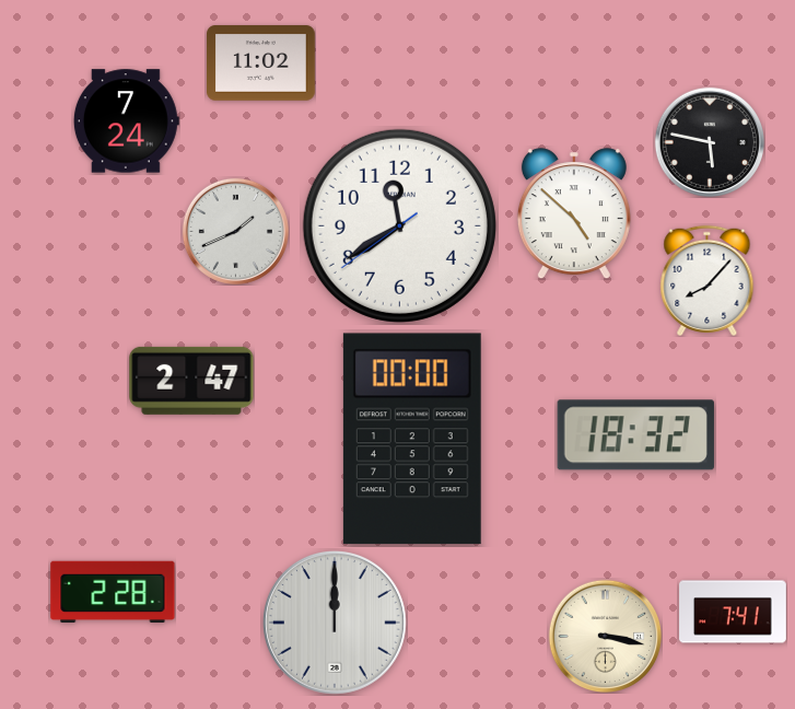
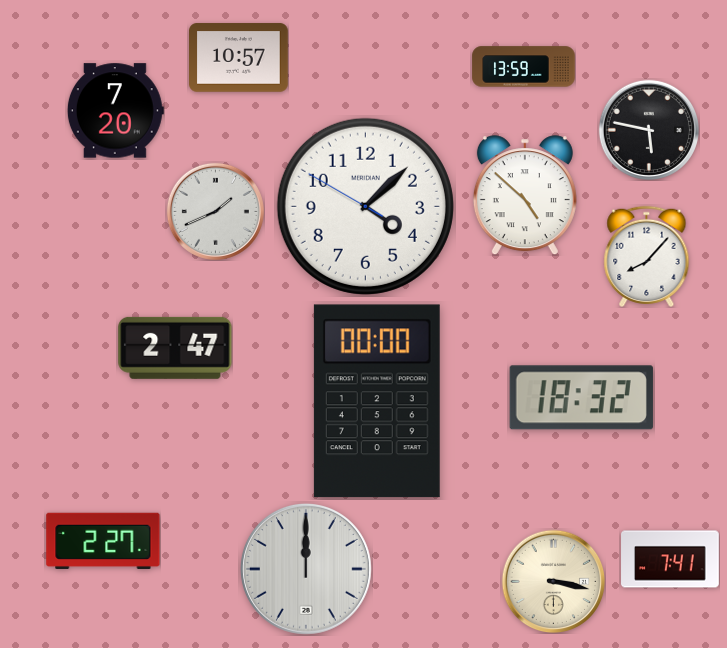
clock at (261, 63): 11:02 -> 10:57
clock at (524, 67): none -> 13:59
clock at (126, 121): 7:24 -> 7:20
clock at (399, 225): 11:39 -> 4:07
clock at (113, 592): 2:28 -> 2:27
